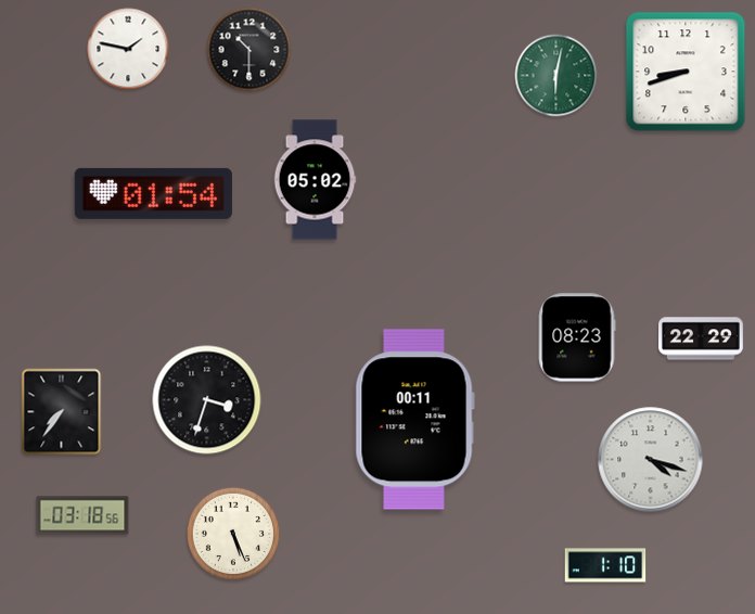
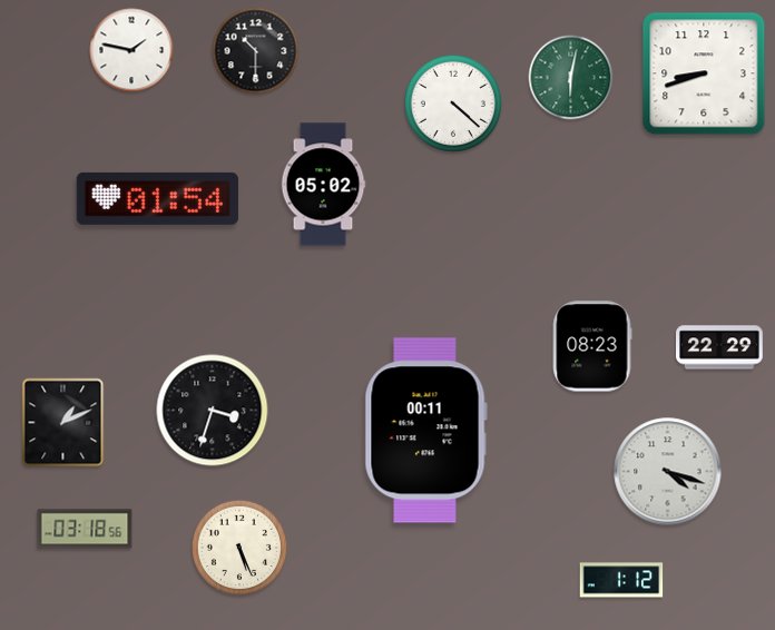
clock at (453, 104): none -> 4:22
clock at (62, 412): 7:36 -> 1:11
clock at (605, 565): 1:10 -> 1:12
